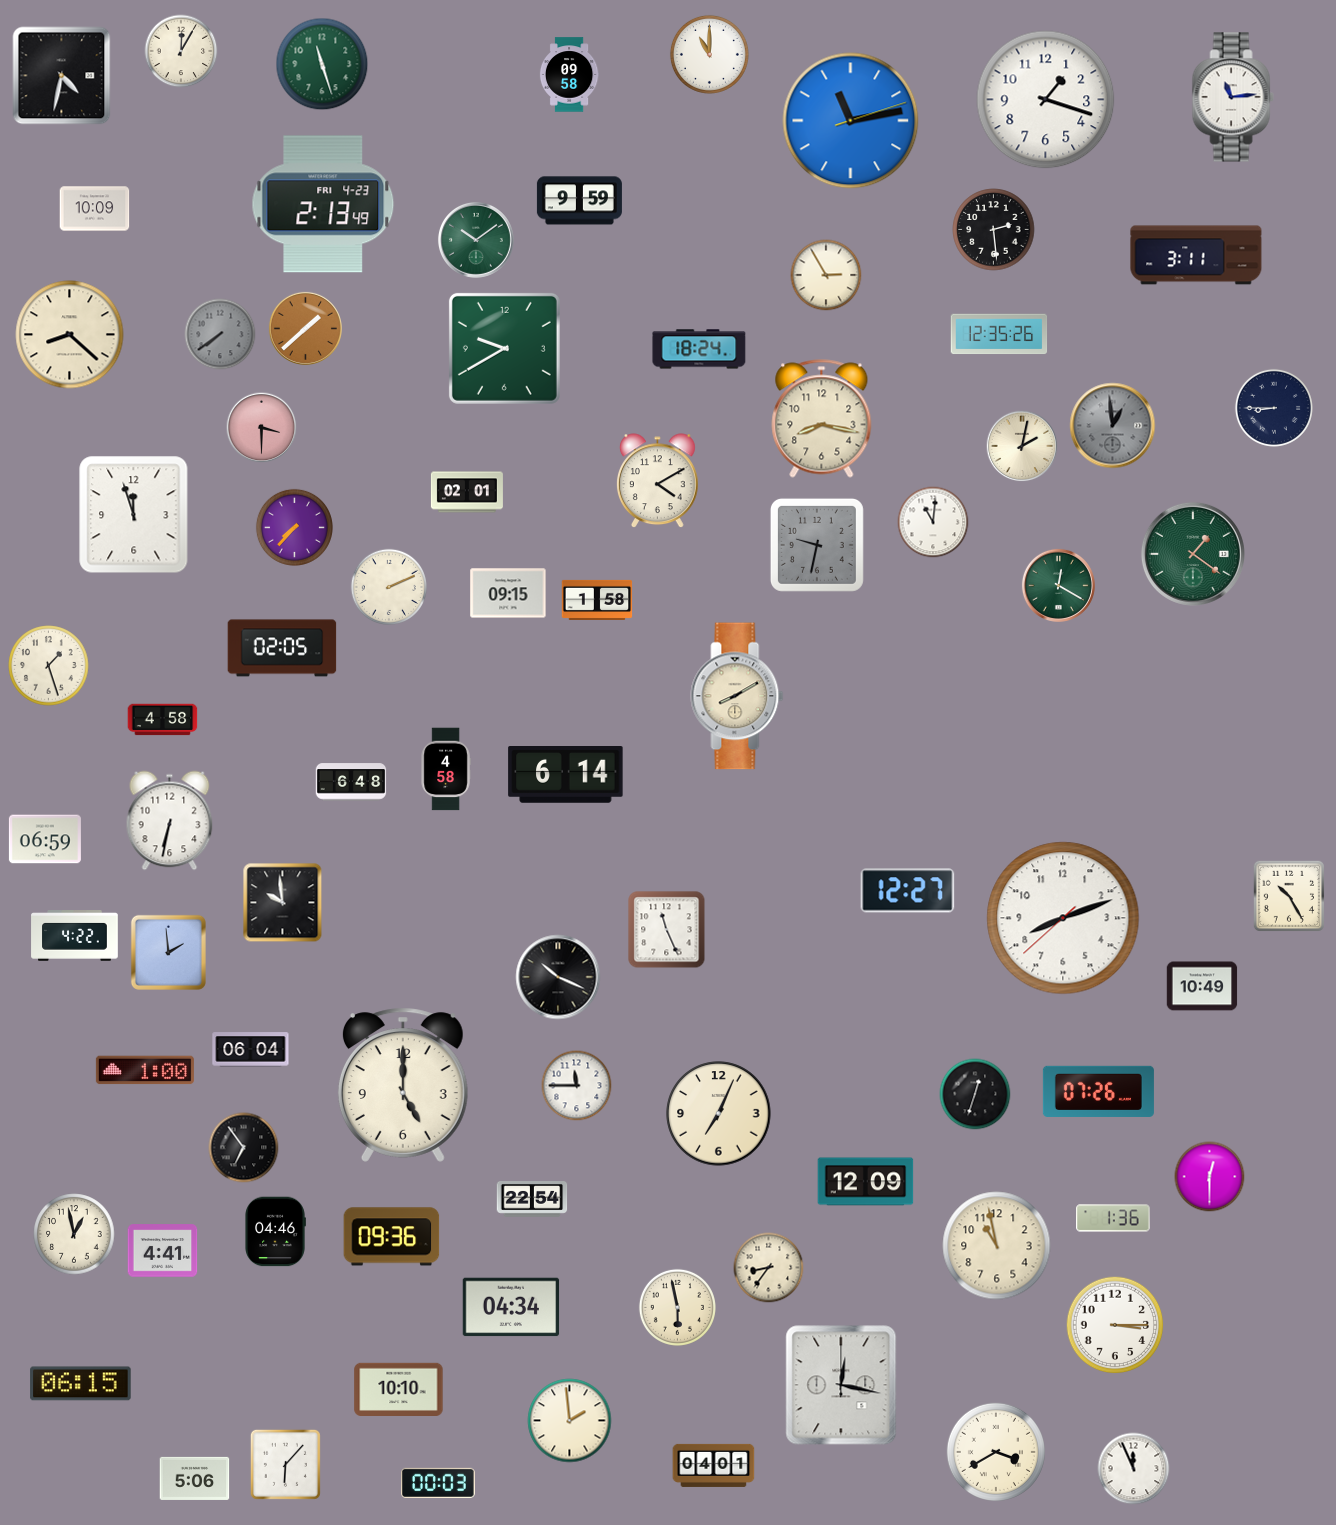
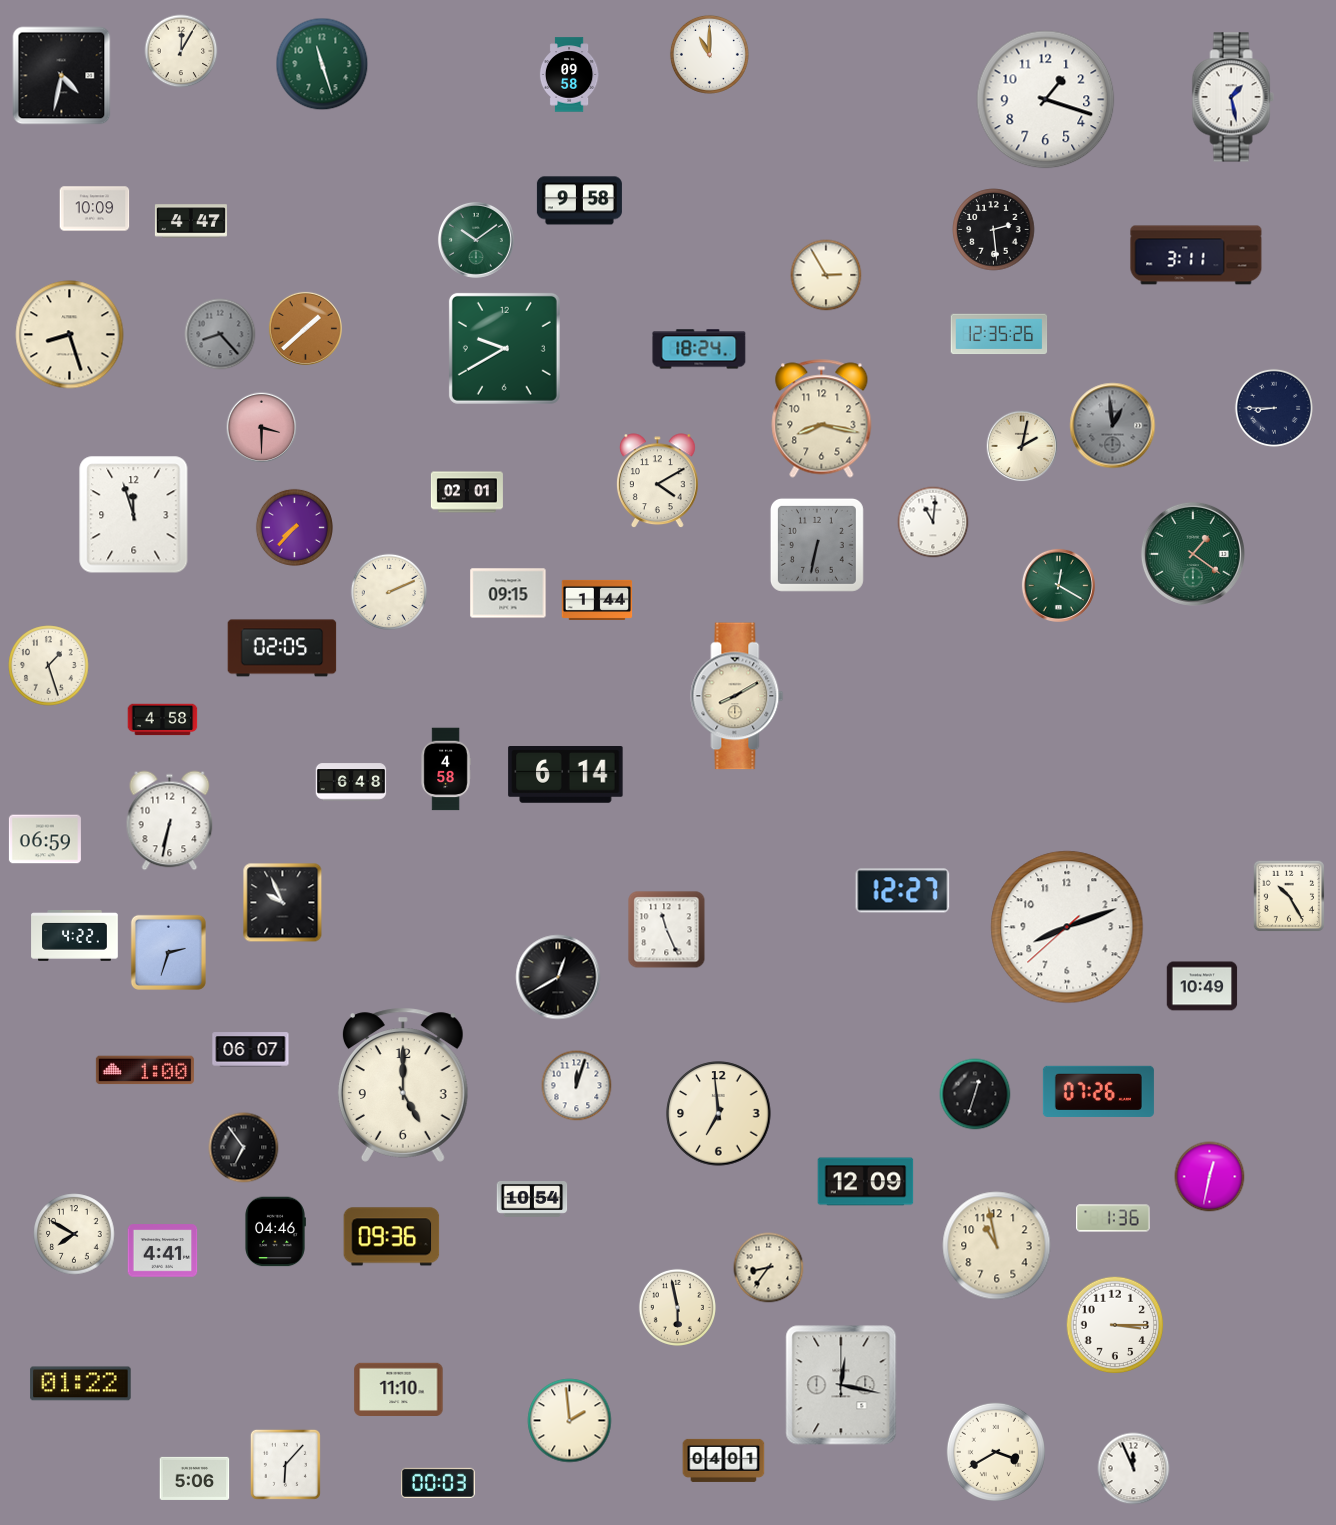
clock at (1233, 97): 11:14 -> 1:28
clock at (851, 121): 11:13 -> none
clock at (579, 201): 9:59 -> 9:58
clock at (323, 204): 2:13 -> none
clock at (191, 221): none -> 4:47
clock at (220, 334): 7:39 -> 8:23
clock at (70, 335): 8:22 -> 8:27
clock at (817, 545): 9:32 -> 6:32
clock at (388, 586) position: (388, 586) -> (388, 591)
clock at (597, 600): 1:58 -> 1:44
clock at (908, 891) position: (908, 891) -> (903, 891)
clock at (283, 903): 9:59 -> 9:56
clock at (1063, 918) position: (1063, 918) -> (1067, 927)
clock at (168, 952): 1:59 -> 2:33
clock at (558, 977): 10:19 -> 12:40
clock at (251, 1050): 06:04 -> 06:07
clock at (577, 1086): 11:45 -> 12:03
clock at (719, 1114): 7:04 -> 6:59
clock at (1210, 1177): 12:30 -> 12:32
clock at (532, 1200): 22:54 -> 10:54
clock at (74, 1234): 12:58 -> 7:50
clock at (511, 1307): 04:34 -> none
clock at (81, 1384): 06:15 -> 01:22
clock at (399, 1389): 10:10 -> 11:10
clock at (714, 1465) position: (714, 1465) -> (724, 1460)
